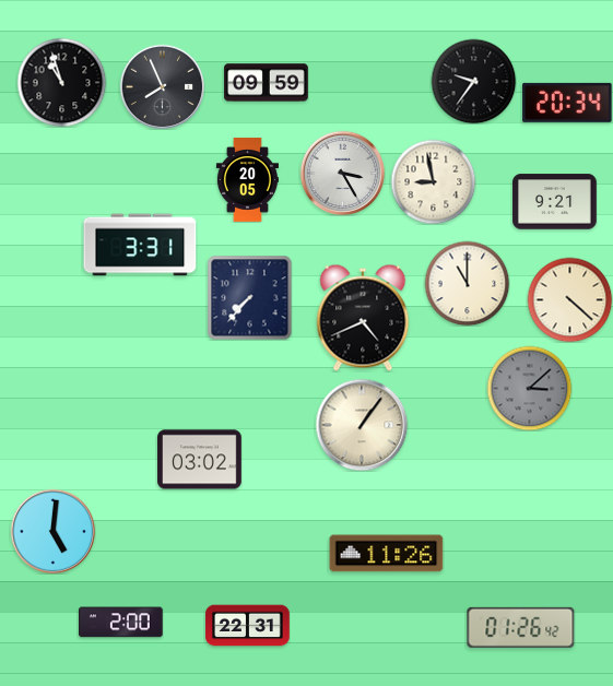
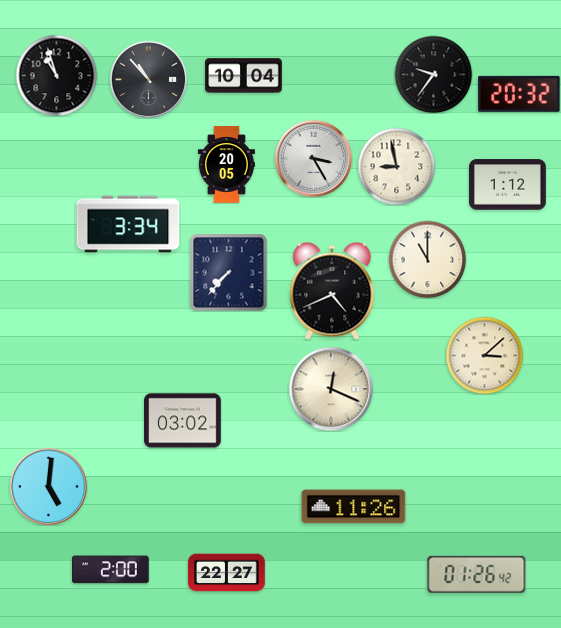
clock at (267, 83): 09:59 -> 10:04
clock at (162, 86): 7:56 -> 10:53
clock at (567, 103): 20:34 -> 20:32
clock at (555, 202): 9:21 -> 1:12
clock at (140, 245): 3:31 -> 3:34
clock at (569, 299): 4:22 -> none
clock at (529, 388) dial: grey -> cream
clock at (362, 425): 1:06 -> 12:19
clock at (248, 626): 22:31 -> 22:27
